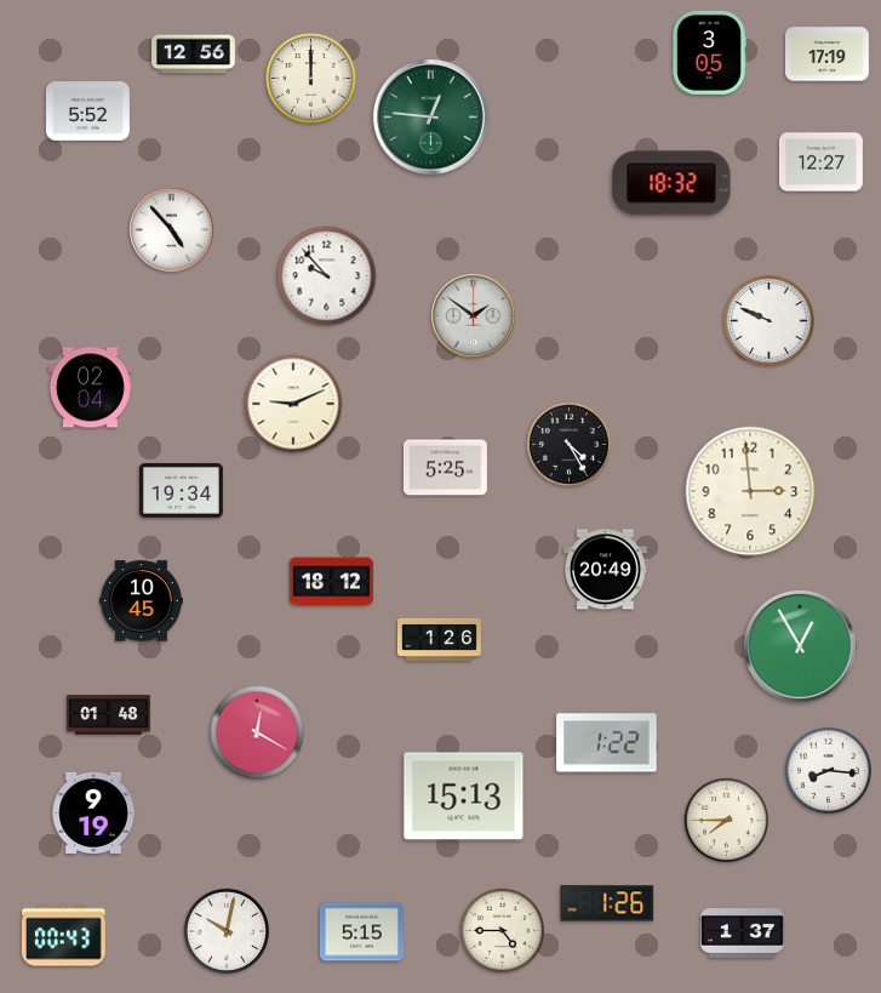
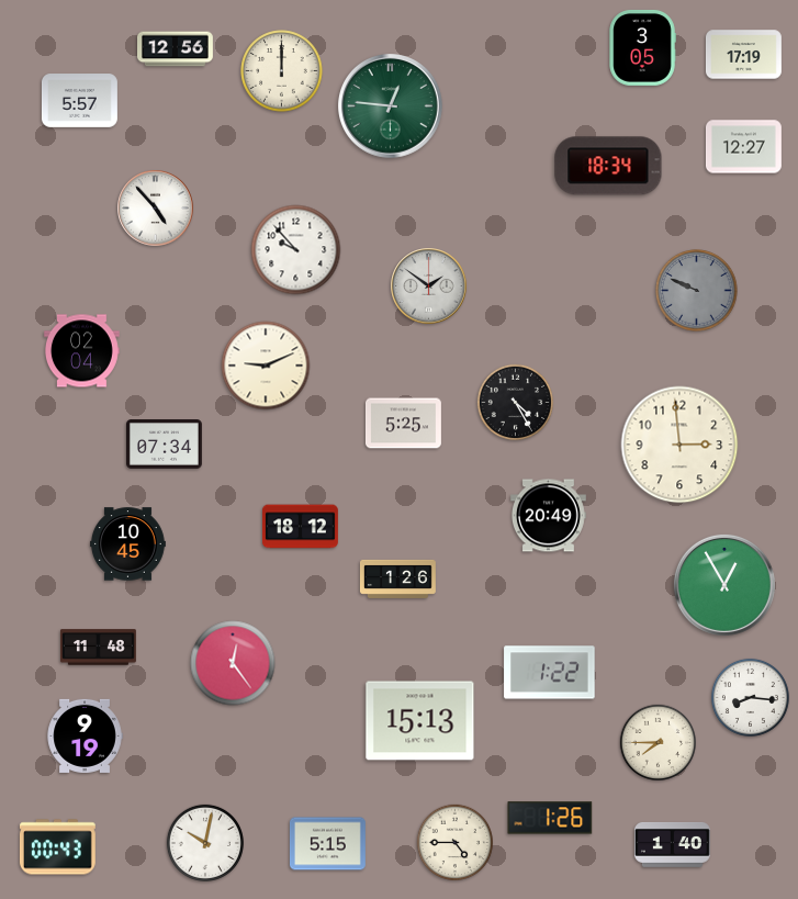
clock at (828, 55) position: (828, 55) -> (744, 55)
clock at (87, 112): 5:52 -> 5:57
clock at (671, 183): 18:32 -> 18:34
clock at (770, 321) dial: white -> grey
clock at (181, 491): 19:34 -> 07:34
clock at (108, 715): 01:48 -> 11:48
clock at (257, 732): 12:20 -> 12:24
clock at (742, 932): 1:37 -> 1:40
